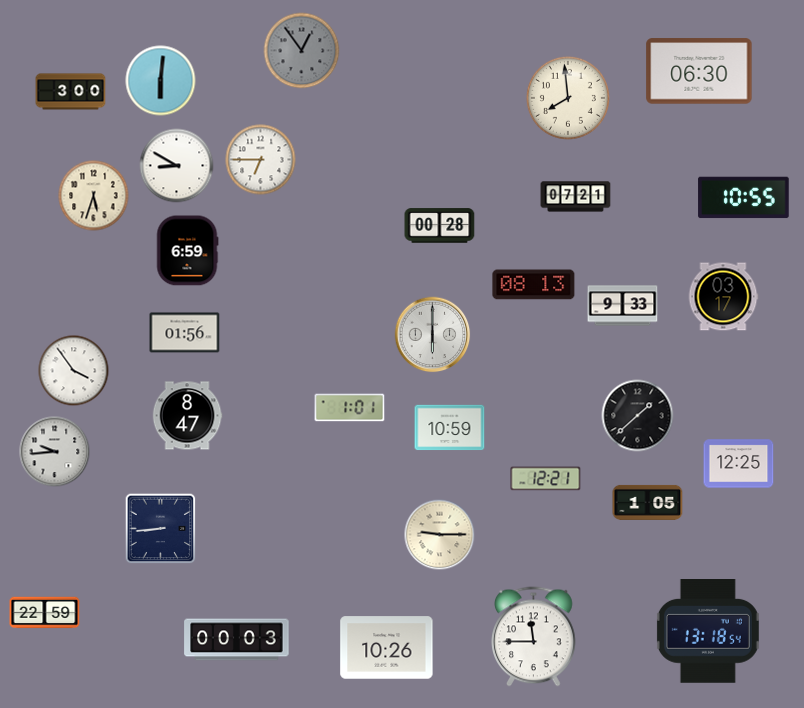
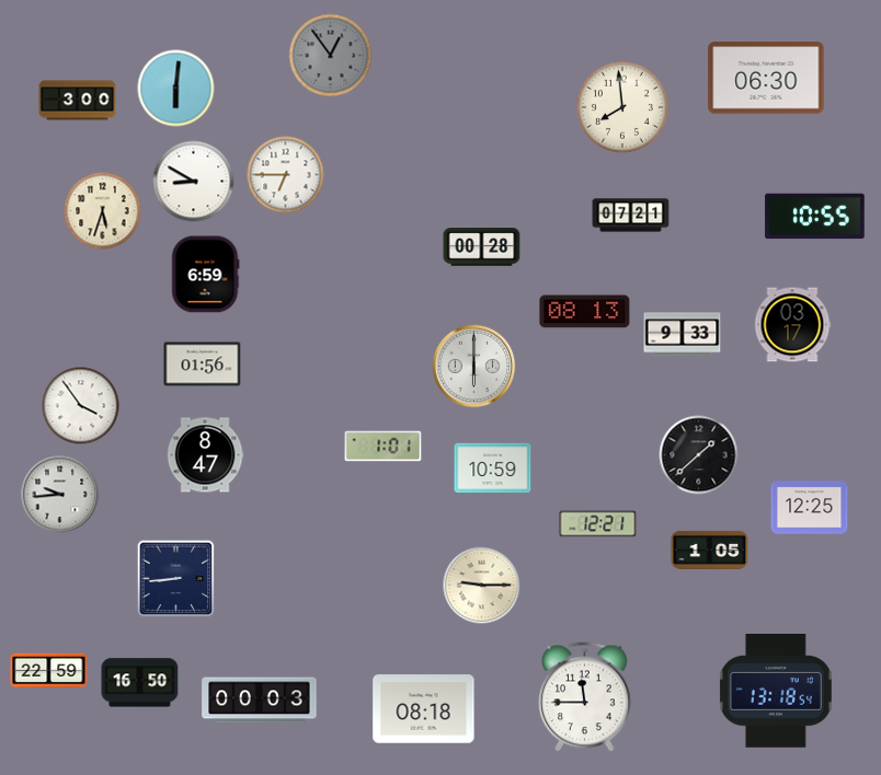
clock at (94, 196) position: (94, 196) -> (103, 211)
clock at (140, 683): none -> 16:50
clock at (387, 648): 10:26 -> 08:18
